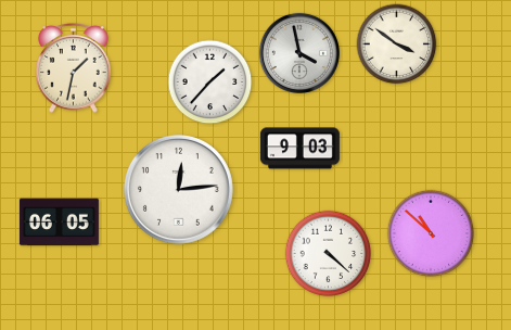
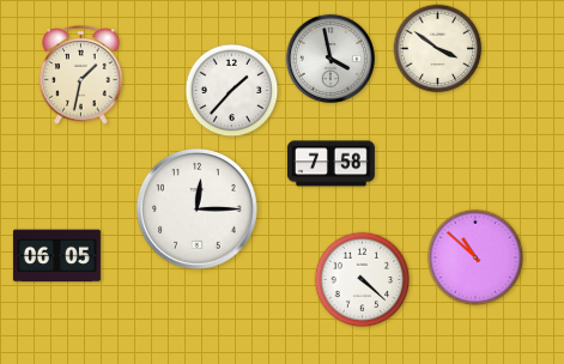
clock at (299, 149): 9:03 -> 7:58
clock at (179, 190): 12:14 -> 12:15
clock at (59, 223) position: (59, 223) -> (56, 256)
